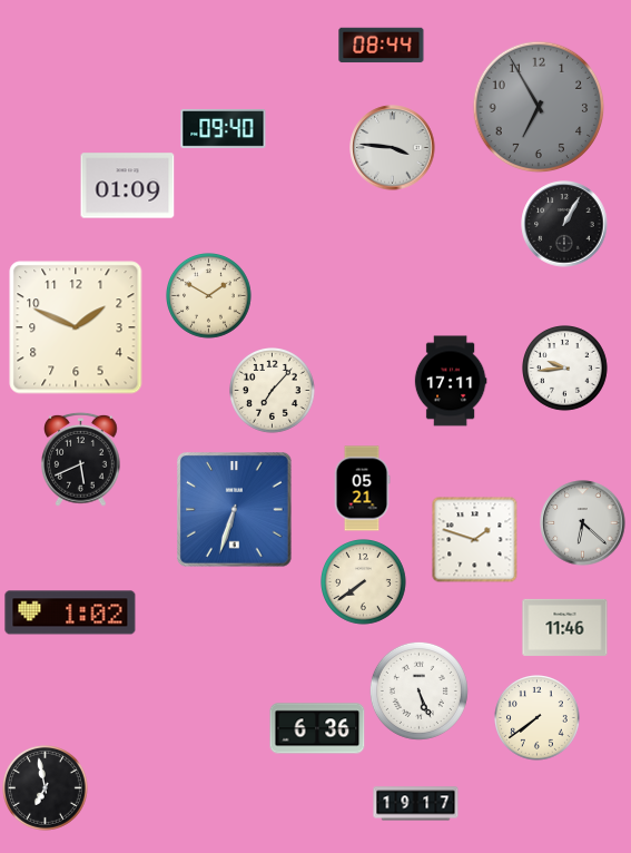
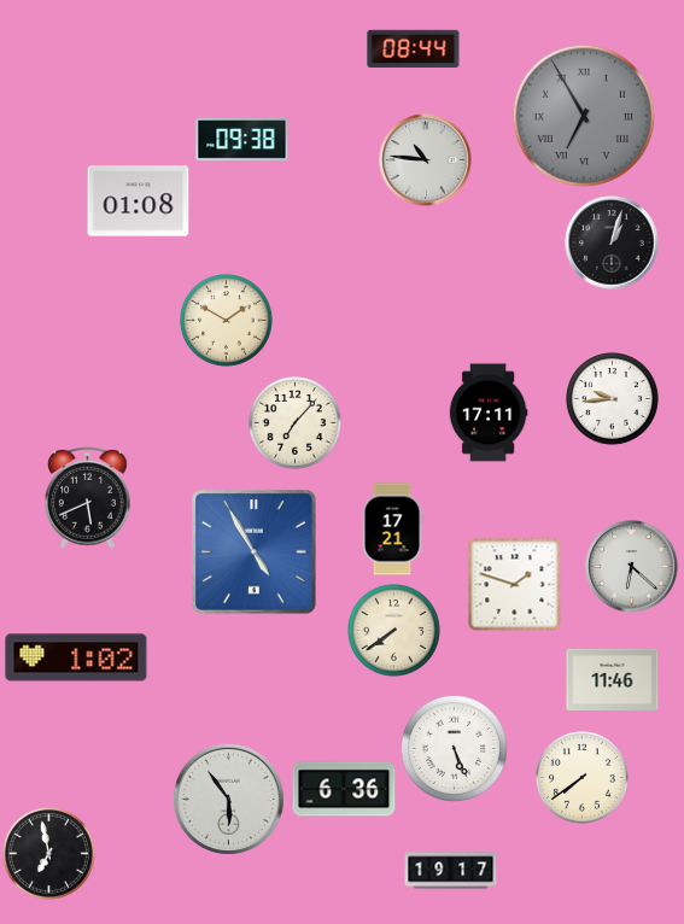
clock at (539, 107) numerals: Arabic -> Roman
clock at (224, 128): 09:40 -> 09:38
clock at (393, 148): 3:46 -> 10:46
clock at (128, 186): 01:09 -> 01:08
clock at (564, 224): 1:05 -> 1:03
clock at (76, 327): 1:49 -> none
clock at (362, 489): 05:21 -> 17:21
clock at (235, 510): 6:33 -> 4:55
clock at (70, 612) position: (70, 612) -> (76, 657)
clock at (228, 799): none -> 5:54
